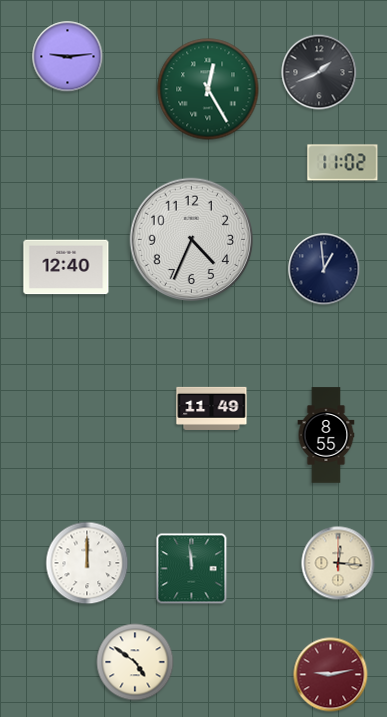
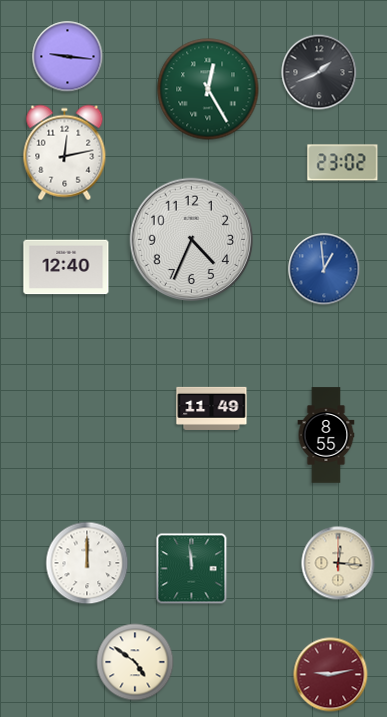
clock at (68, 57): 9:14 -> 9:16
clock at (65, 153): none -> 12:13
clock at (343, 163): 11:02 -> 23:02
clock at (324, 269) dial: navy -> blue
